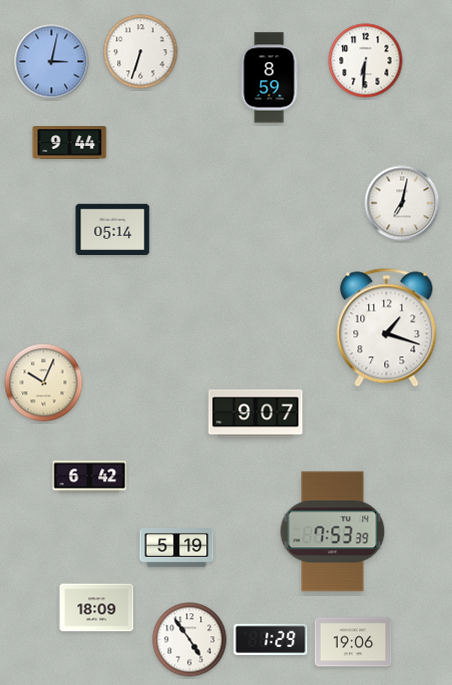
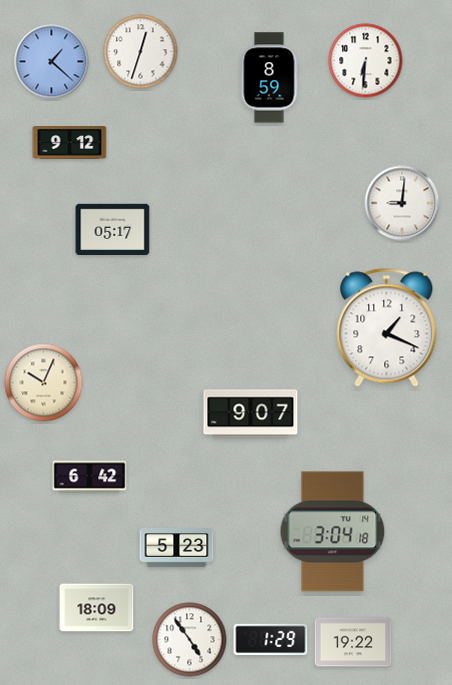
clock at (141, 52): 6:33 -> 12:33
clock at (52, 62): 3:02 -> 1:22
clock at (70, 143): 9:44 -> 9:12
clock at (402, 203): 7:02 -> 9:01
clock at (113, 229): 05:14 -> 05:17
clock at (387, 328): 1:18 -> 1:19
clock at (256, 414) position: (256, 414) -> (251, 414)
clock at (333, 532): 7:53 -> 3:04
clock at (177, 548): 5:19 -> 5:23
clock at (353, 642): 19:06 -> 19:22
